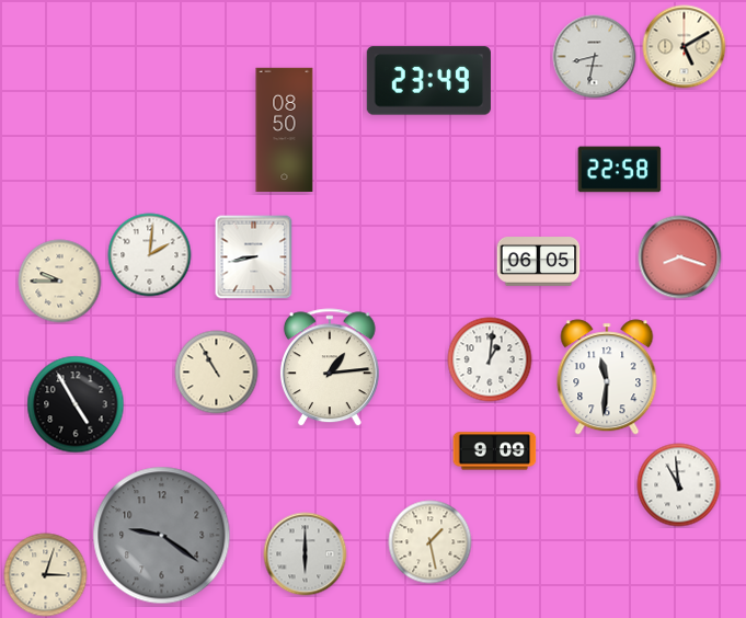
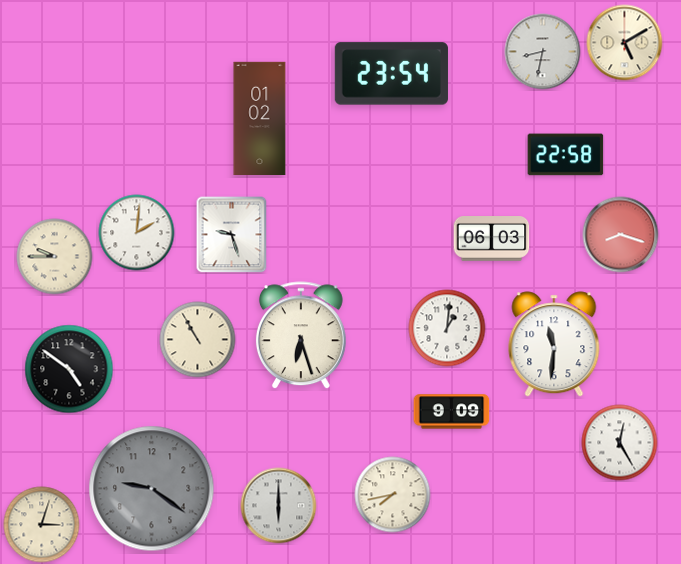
clock at (428, 81): 23:49 -> 23:54
clock at (285, 129): 08:50 -> 01:02
clock at (254, 257): 8:43 -> 9:27
clock at (539, 262): 06:05 -> 06:03
clock at (330, 368): 1:14 -> 6:27
clock at (76, 404): 4:55 -> 4:51
clock at (679, 485): 10:59 -> 12:25
clock at (162, 536) position: (162, 536) -> (152, 489)
clock at (431, 542): 1:28 -> 7:43
